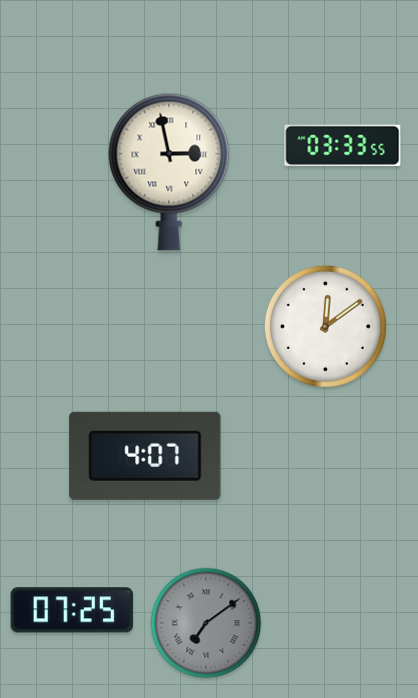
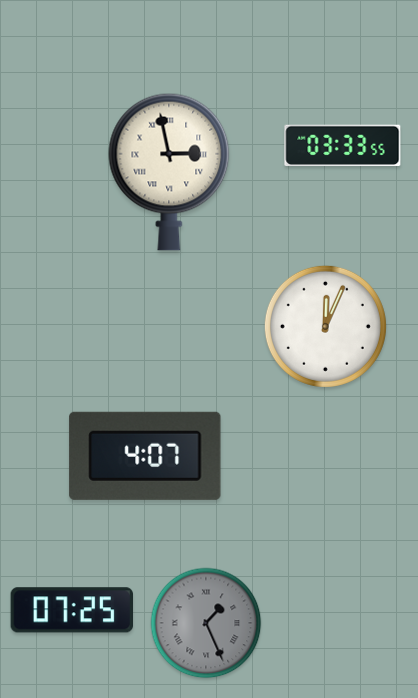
clock at (325, 326): 12:09 -> 12:04
clock at (206, 623): 7:09 -> 1:26
